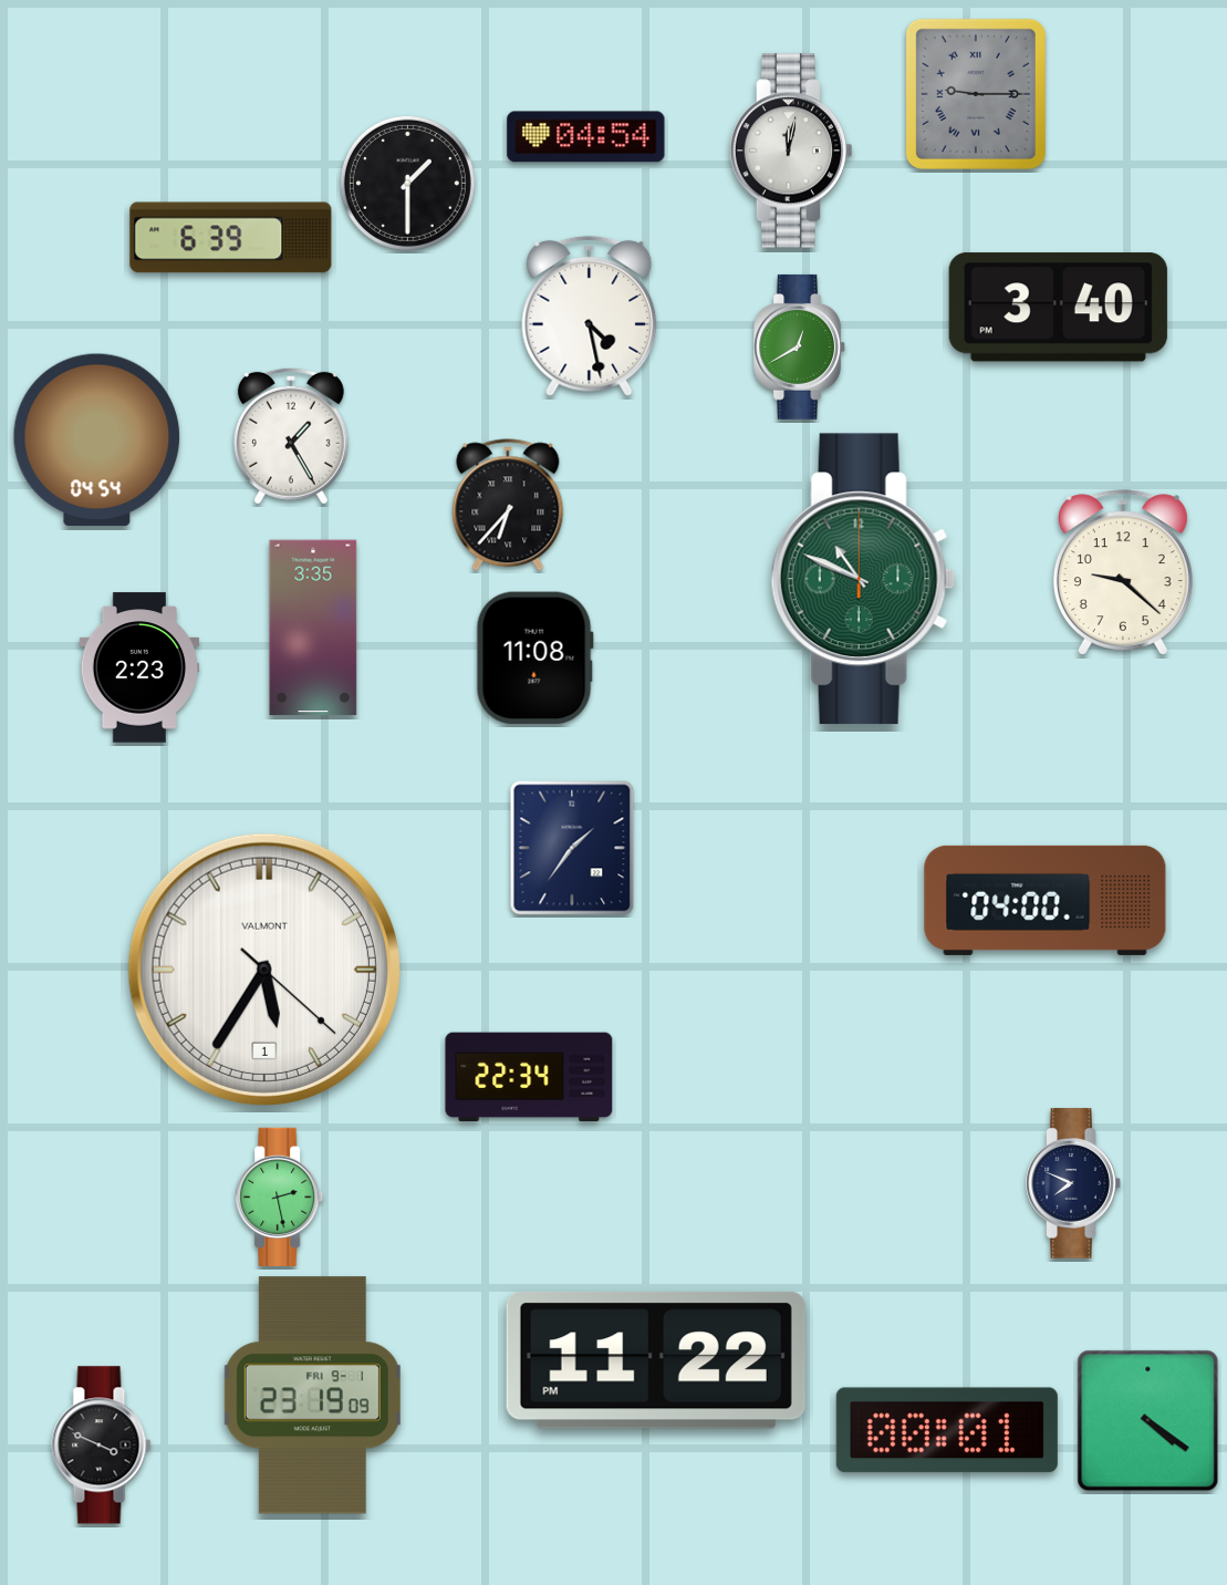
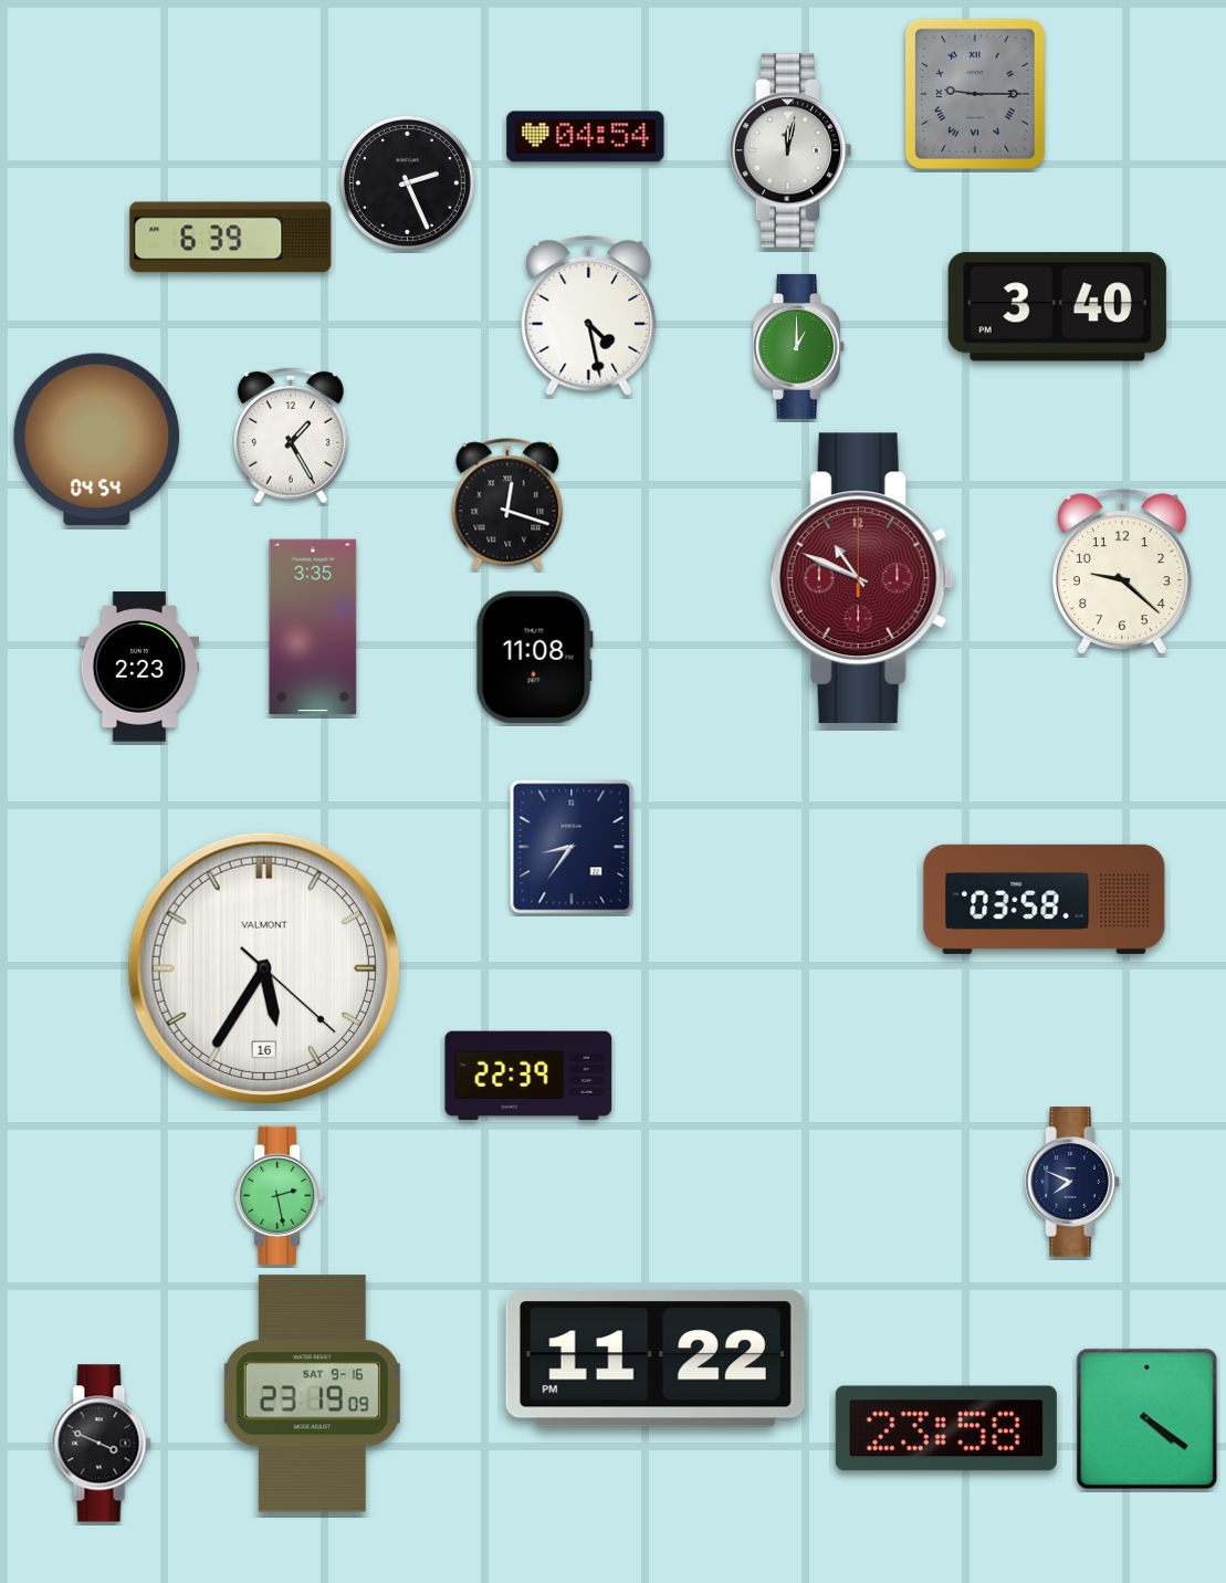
clock at (407, 183): 1:30 -> 2:26
clock at (800, 346): 12:40 -> 1:00
clock at (508, 505): 6:37 -> 12:18
clock at (863, 579) dial: green -> burgundy
clock at (572, 848): 1:36 -> 8:36
clock at (1046, 900): 04:00 -> 03:58
clock at (264, 970) date: 1 -> 16
clock at (529, 1077): 22:34 -> 22:39
clock at (312, 1396) date: FRI 9-1 -> SAT 9-16
clock at (947, 1430): 00:01 -> 23:58
